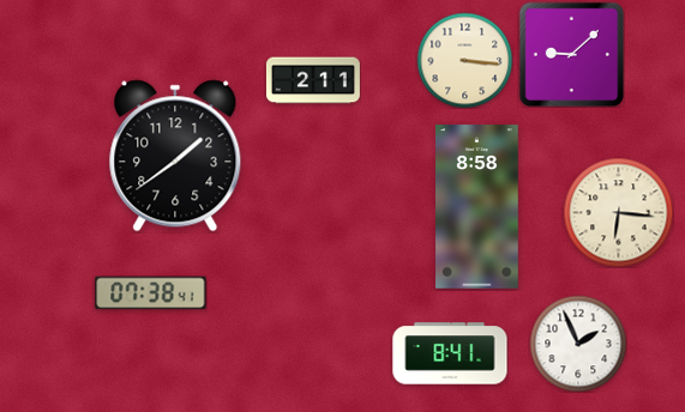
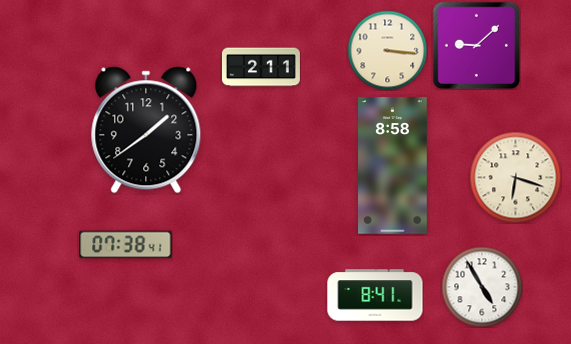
clock at (477, 207) position: (477, 207) -> (393, 166)
clock at (618, 212): 6:16 -> 6:18
clock at (578, 344): 1:56 -> 4:55
